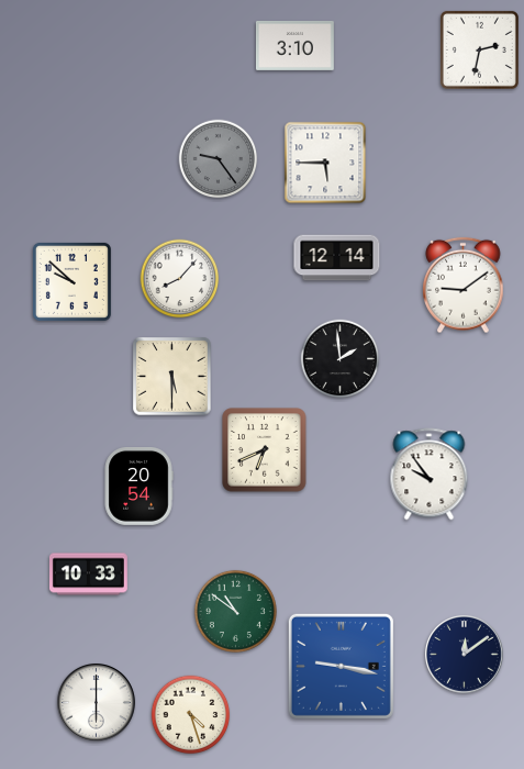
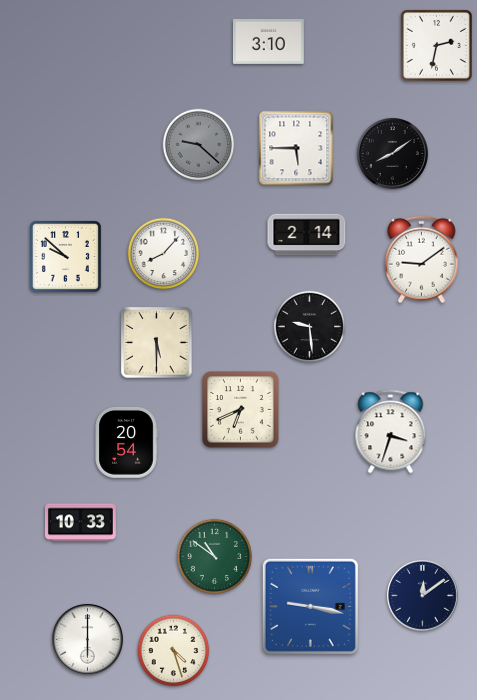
clock at (219, 159): 9:24 -> 9:22
clock at (392, 153): none -> 8:09
clock at (337, 258): 12:14 -> 2:14
clock at (341, 359): 1:59 -> 9:29
clock at (430, 475): 9:54 -> 3:33
